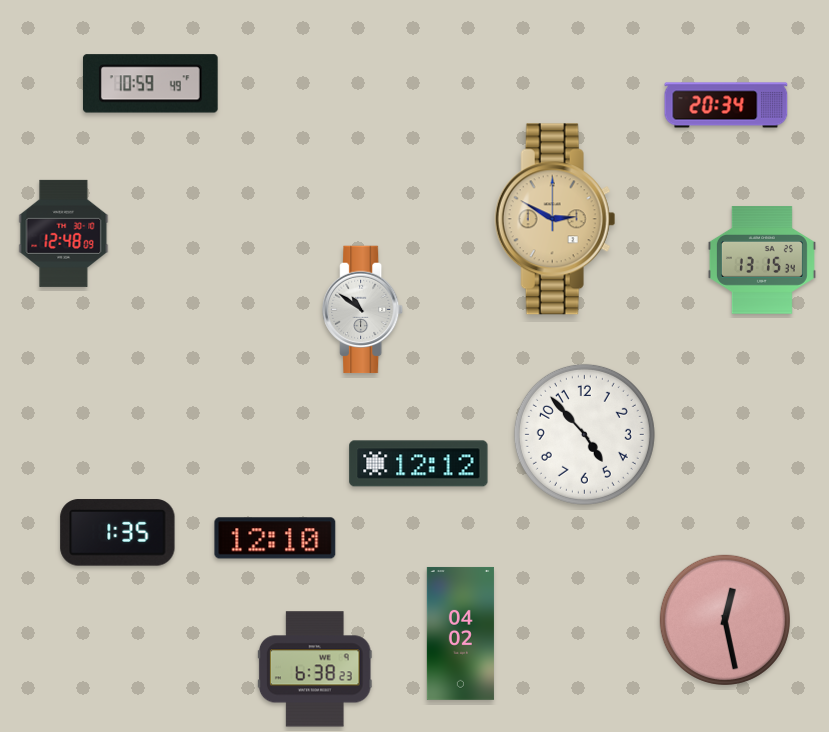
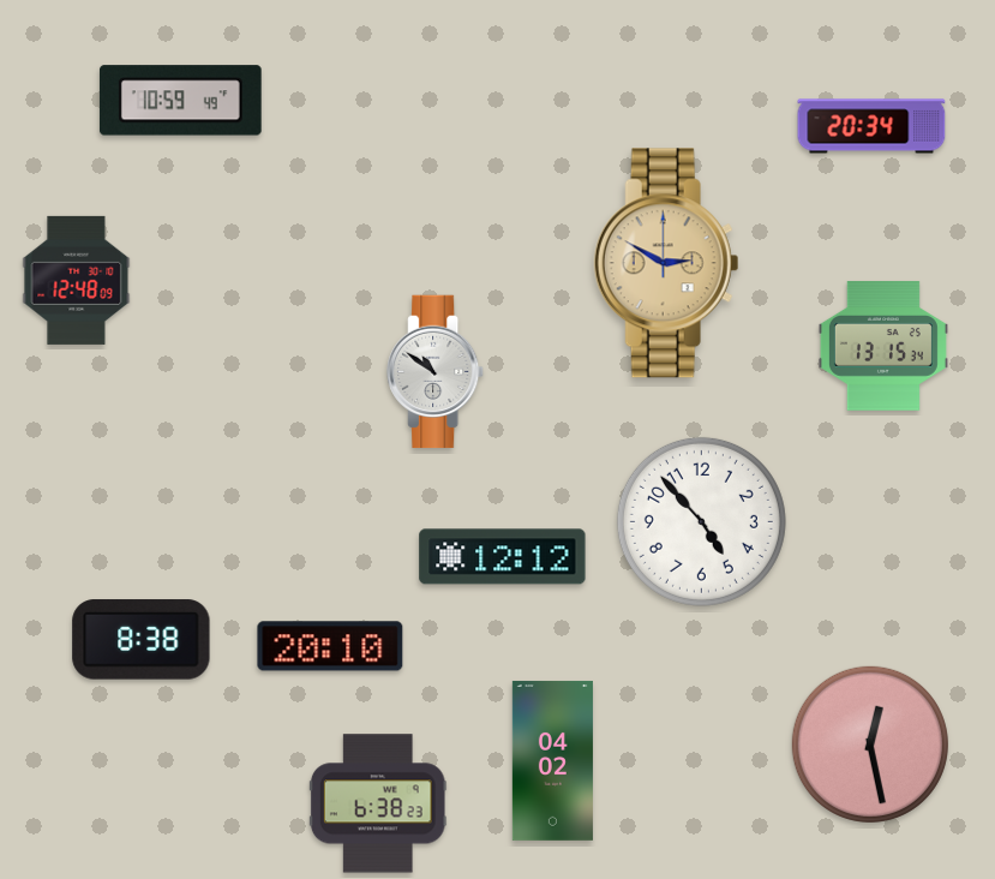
clock at (762, 260) position: (762, 260) -> (883, 346)
clock at (118, 533): 1:35 -> 8:38
clock at (275, 538): 12:10 -> 20:10
